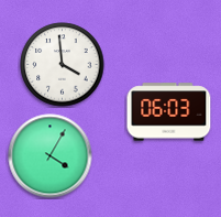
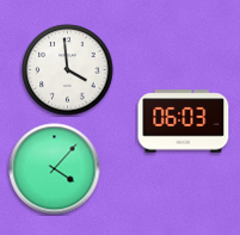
clock at (51, 156): 4:05 -> 4:07
